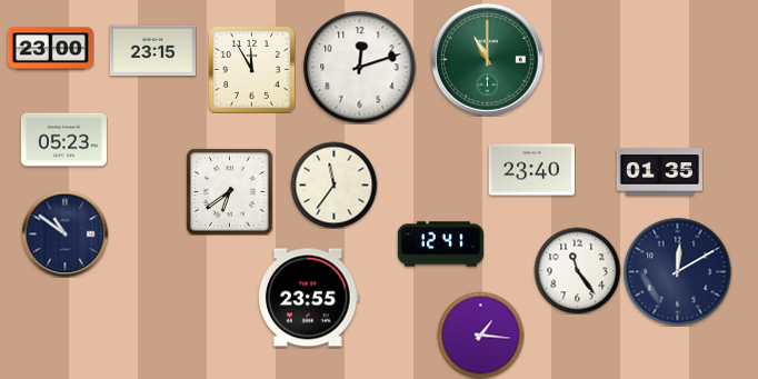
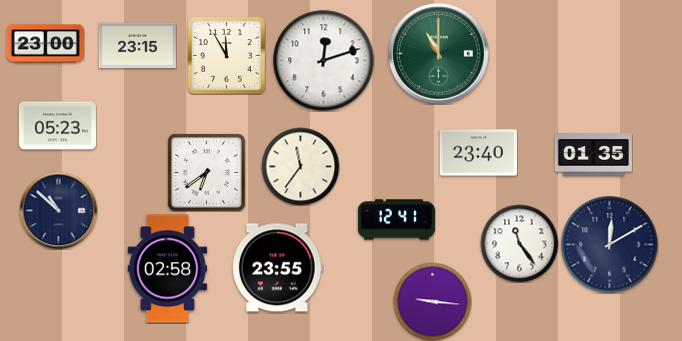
clock at (252, 70) position: (252, 70) -> (227, 56)
clock at (64, 233): 10:51 -> 10:52
clock at (168, 269): none -> 02:58
clock at (480, 335): 1:16 -> 9:16
